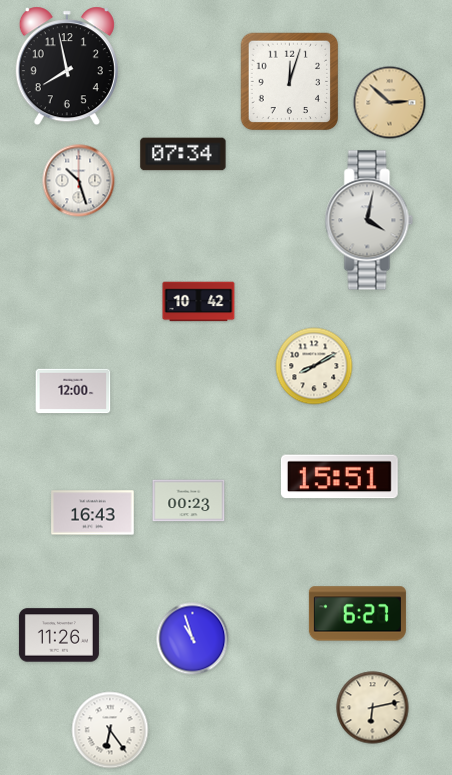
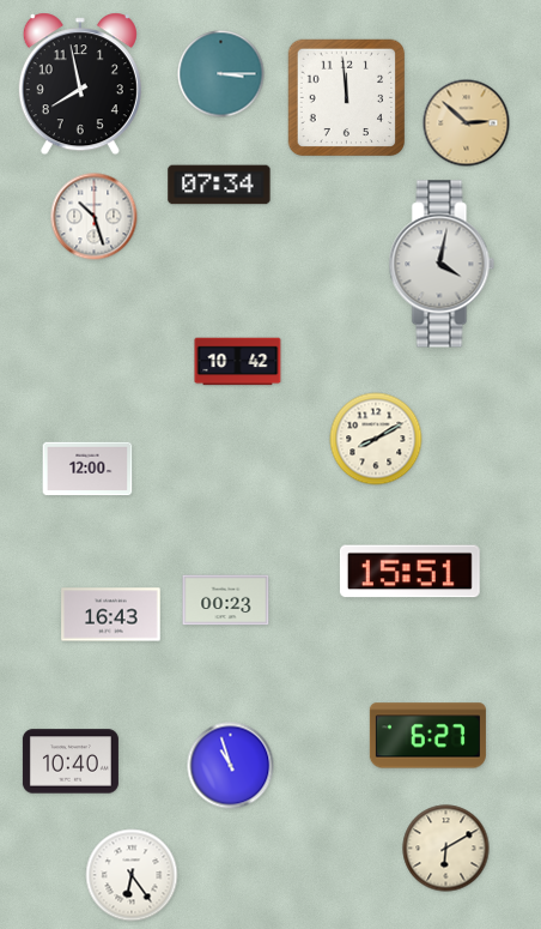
clock at (221, 74): none -> 3:15
clock at (67, 66) position: (67, 66) -> (80, 84)
clock at (290, 82): 12:03 -> 11:59
clock at (339, 477) position: (339, 477) -> (409, 572)
clock at (59, 635): 11:26 -> 10:40
clock at (373, 708): 6:13 -> 6:10
